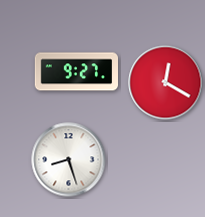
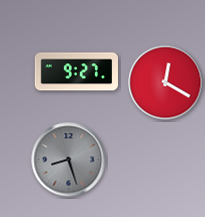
clock at (69, 160) dial: white -> grey
